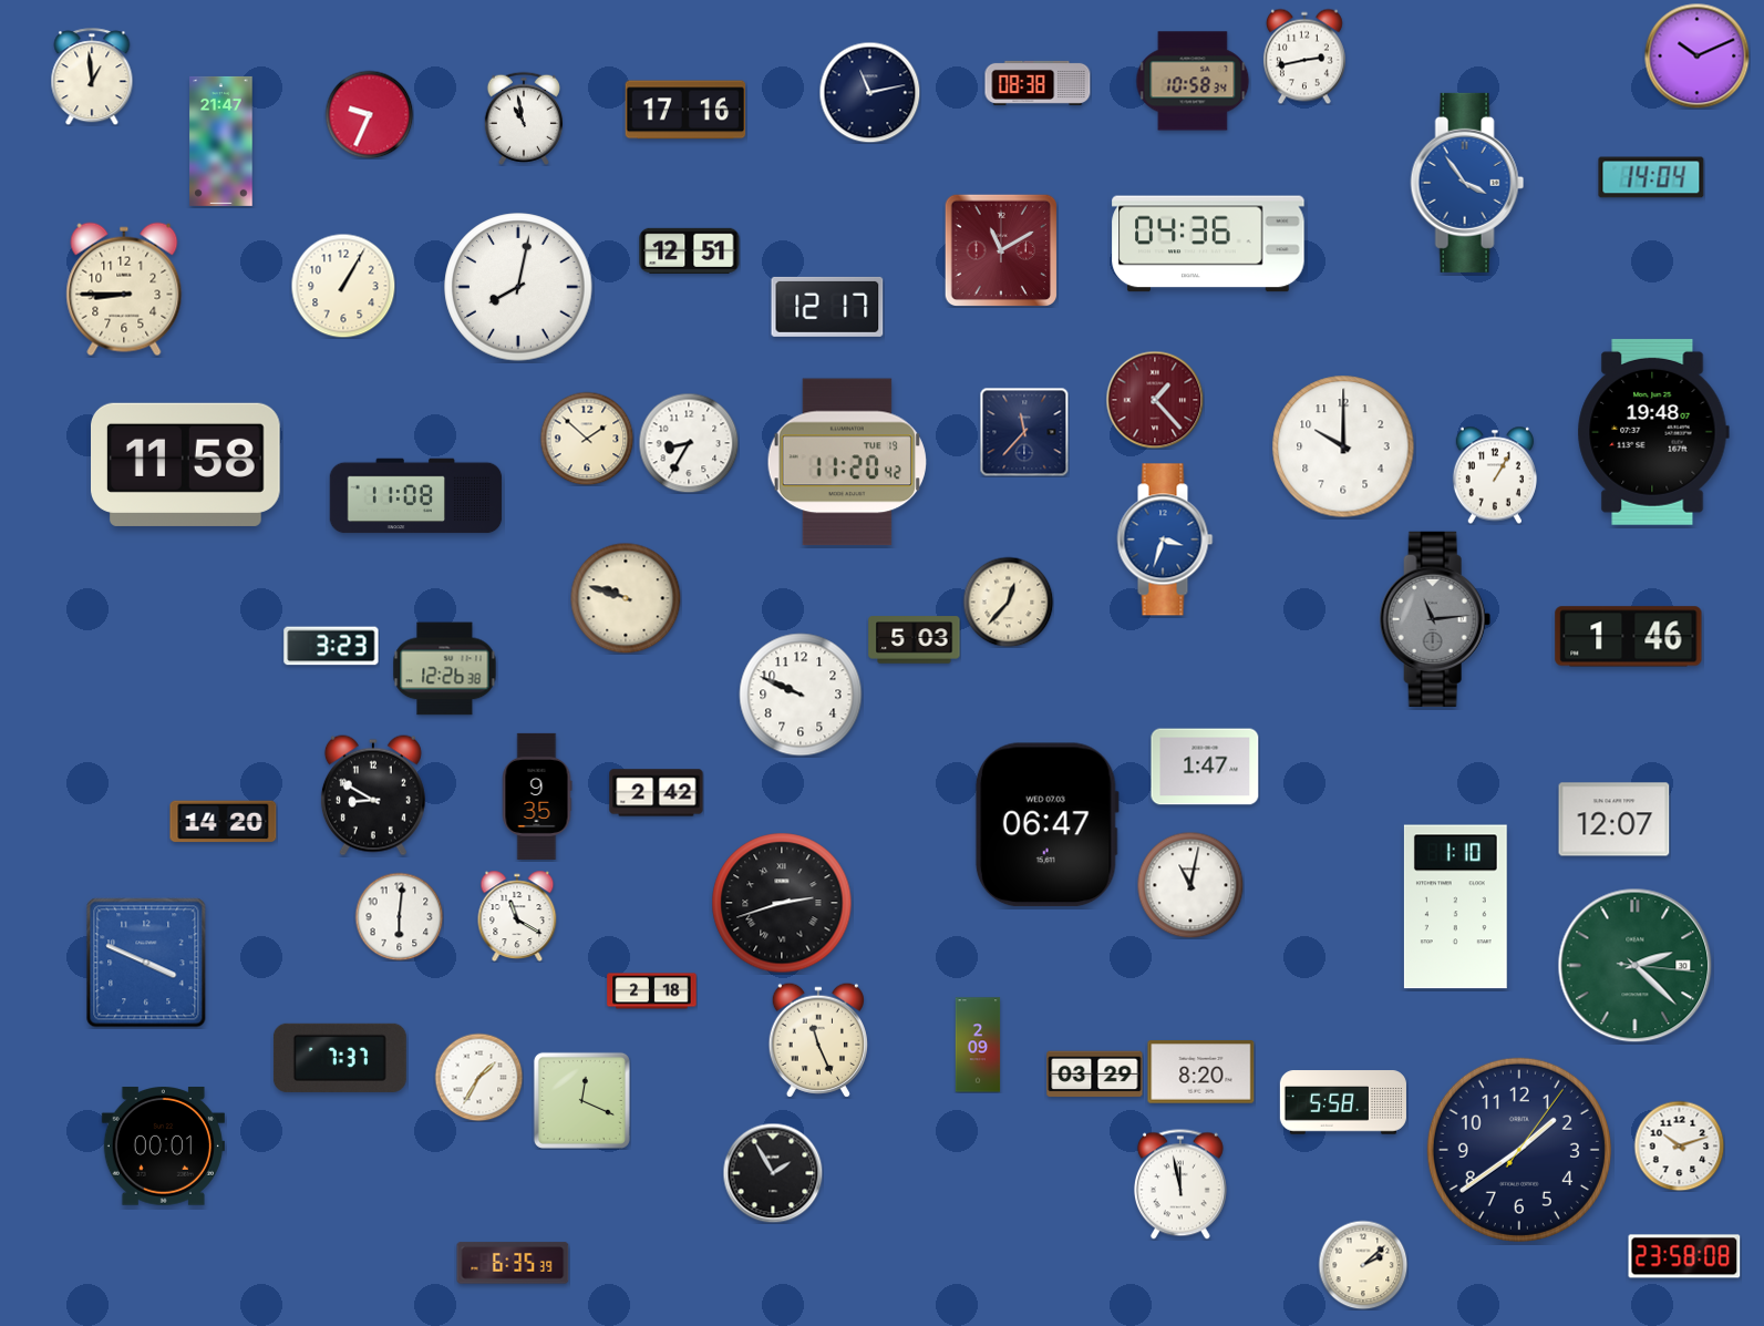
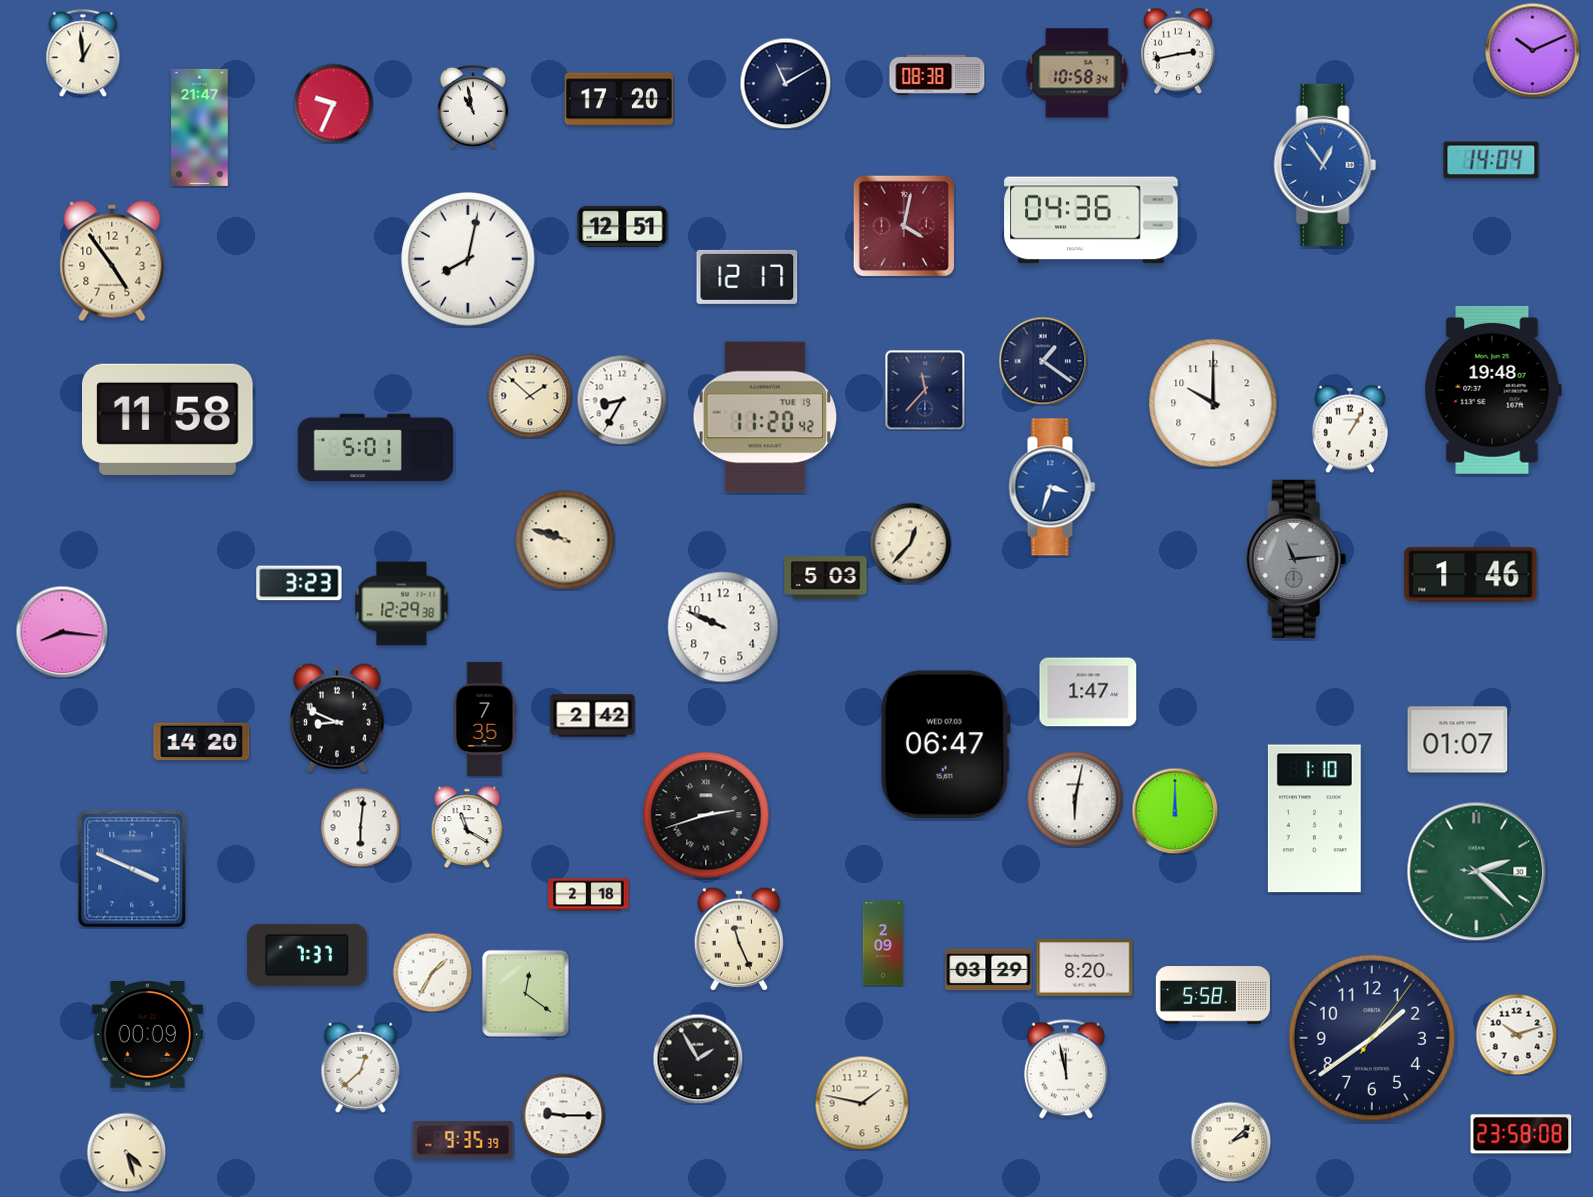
clock at (92, 76) position: (92, 76) -> (83, 53)
clock at (869, 92): 11:13 -> 11:10
clock at (685, 110): 17:16 -> 17:20
clock at (1467, 183): 3:54 -> 12:54
clock at (1000, 249): 11:10 -> 4:02
clock at (343, 286): 1:05 -> none
clock at (124, 289): 8:45 -> 4:54
clock at (1155, 400): 1:23 -> 1:21
clock at (1155, 400) dial: burgundy -> navy
clock at (416, 496): 11:08 -> 5:01
clock at (445, 669): 12:26 -> 12:29
clock at (62, 632): none -> 8:16
clock at (373, 795): 8:50 -> 8:49
clock at (537, 796): 9:35 -> 7:35
clock at (1615, 820): 12:07 -> 01:07
clock at (1190, 885): 11:02 -> 6:02
clock at (1175, 811): none -> 12:00
clock at (581, 1100): 12:19 -> 12:21
clock at (163, 1147): 00:01 -> 00:09
clock at (361, 1067): none -> 12:38
clock at (862, 1103): none -> 1:47
clock at (563, 1115): none -> 9:15
clock at (513, 1263): 6:35 -> 9:35
clock at (126, 1152): none -> 4:27
